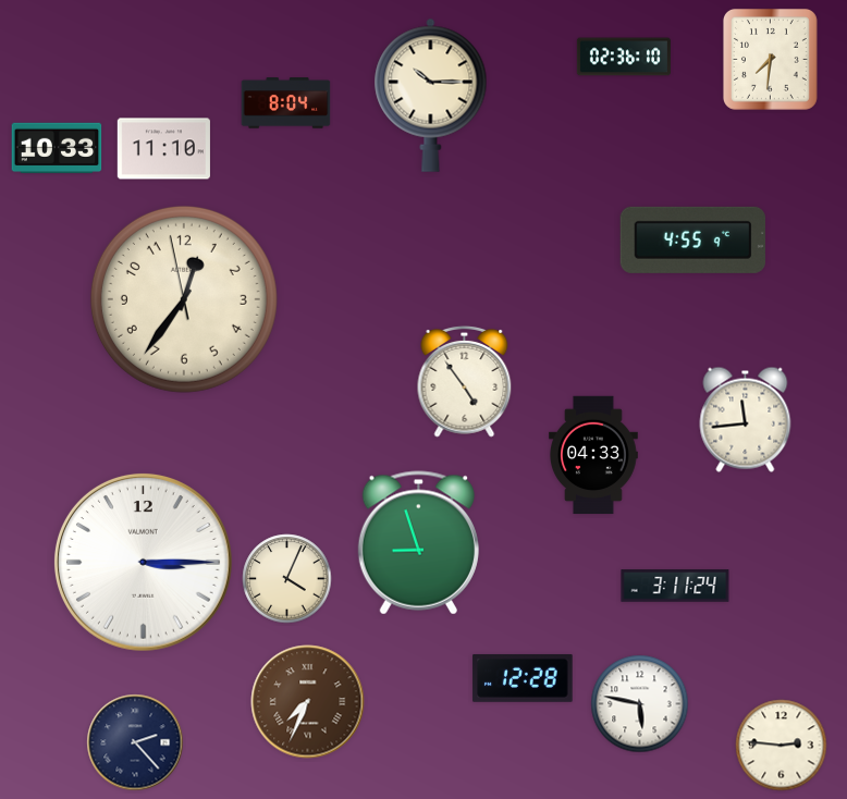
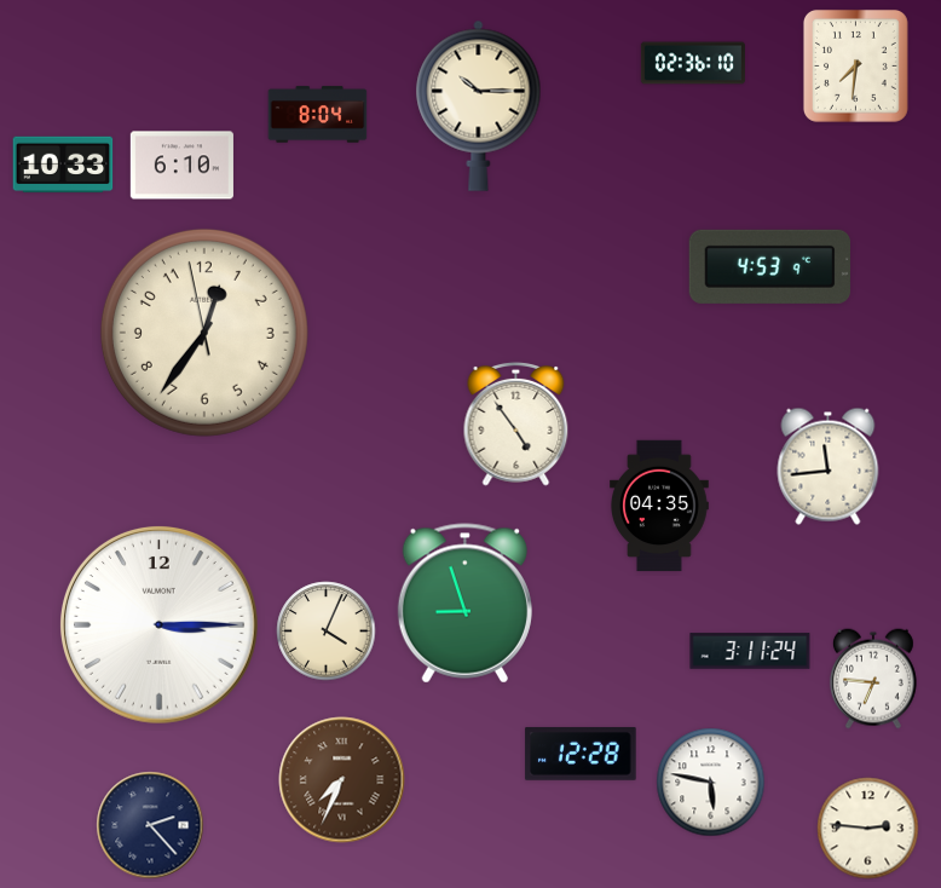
clock at (163, 149): 11:10 -> 6:10
clock at (692, 239): 4:55 -> 4:53
clock at (594, 455): 04:33 -> 04:35
clock at (287, 579) position: (287, 579) -> (327, 632)
clock at (873, 679): none -> 6:46
